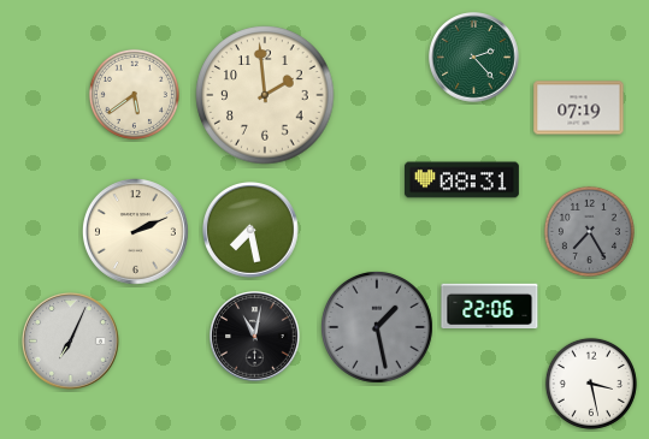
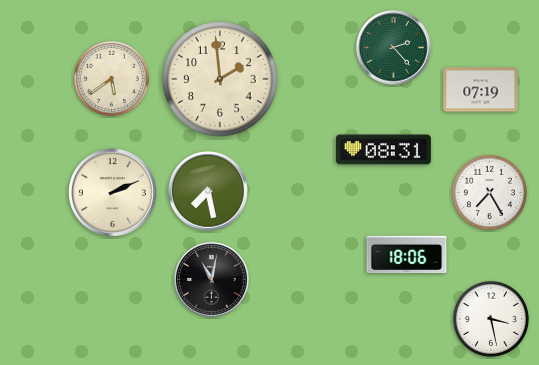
clock at (589, 231) dial: grey -> white
clock at (490, 307): 22:06 -> 18:06
clock at (377, 327): 1:28 -> none
clock at (71, 342): 7:04 -> none
